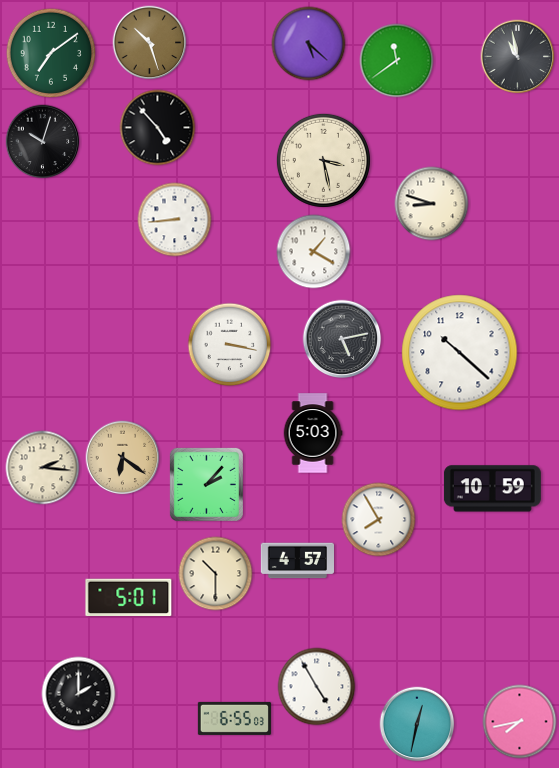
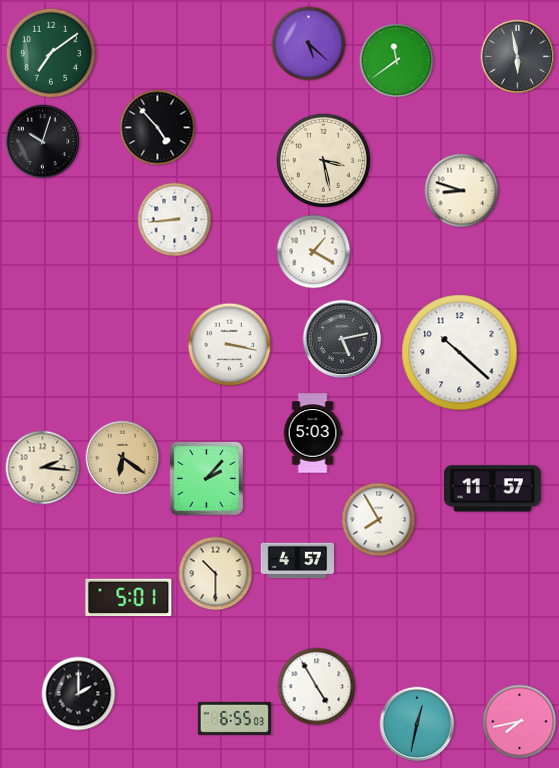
clock at (150, 43): 10:27 -> none
clock at (518, 57): 10:58 -> 5:58
clock at (432, 204) position: (432, 204) -> (462, 191)
clock at (206, 484) position: (206, 484) -> (206, 478)
clock at (492, 489): 10:59 -> 11:57
